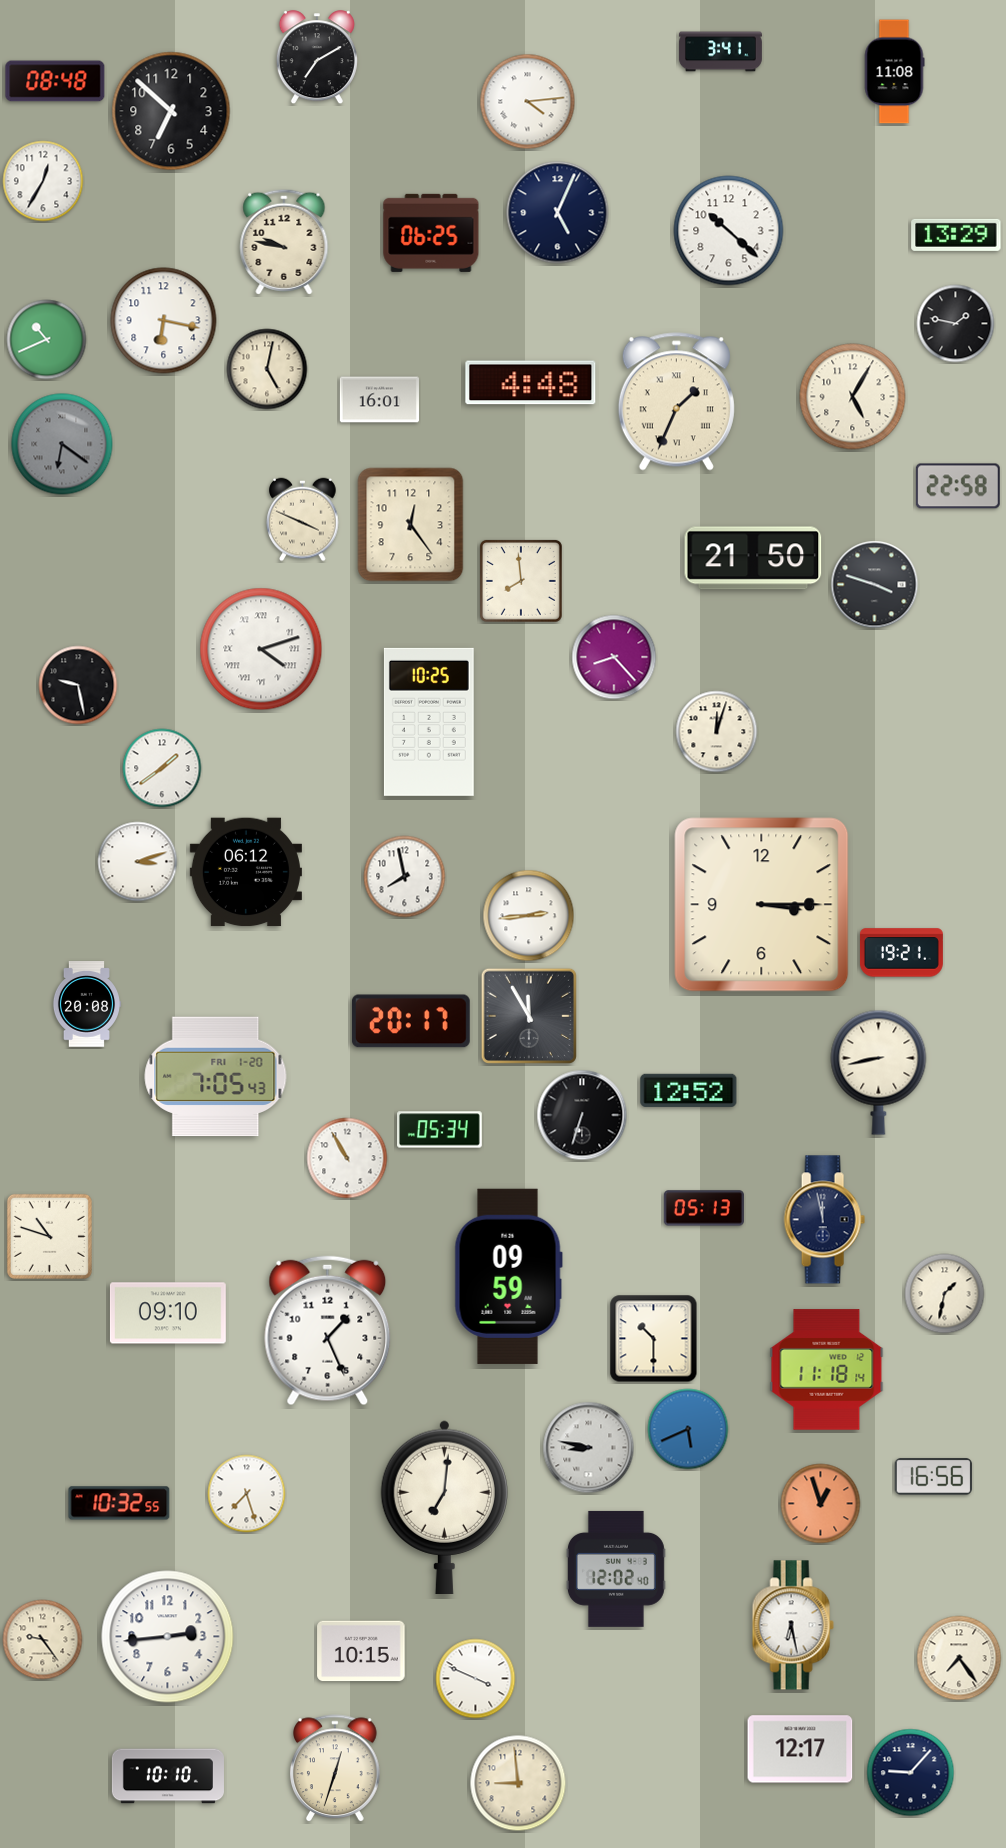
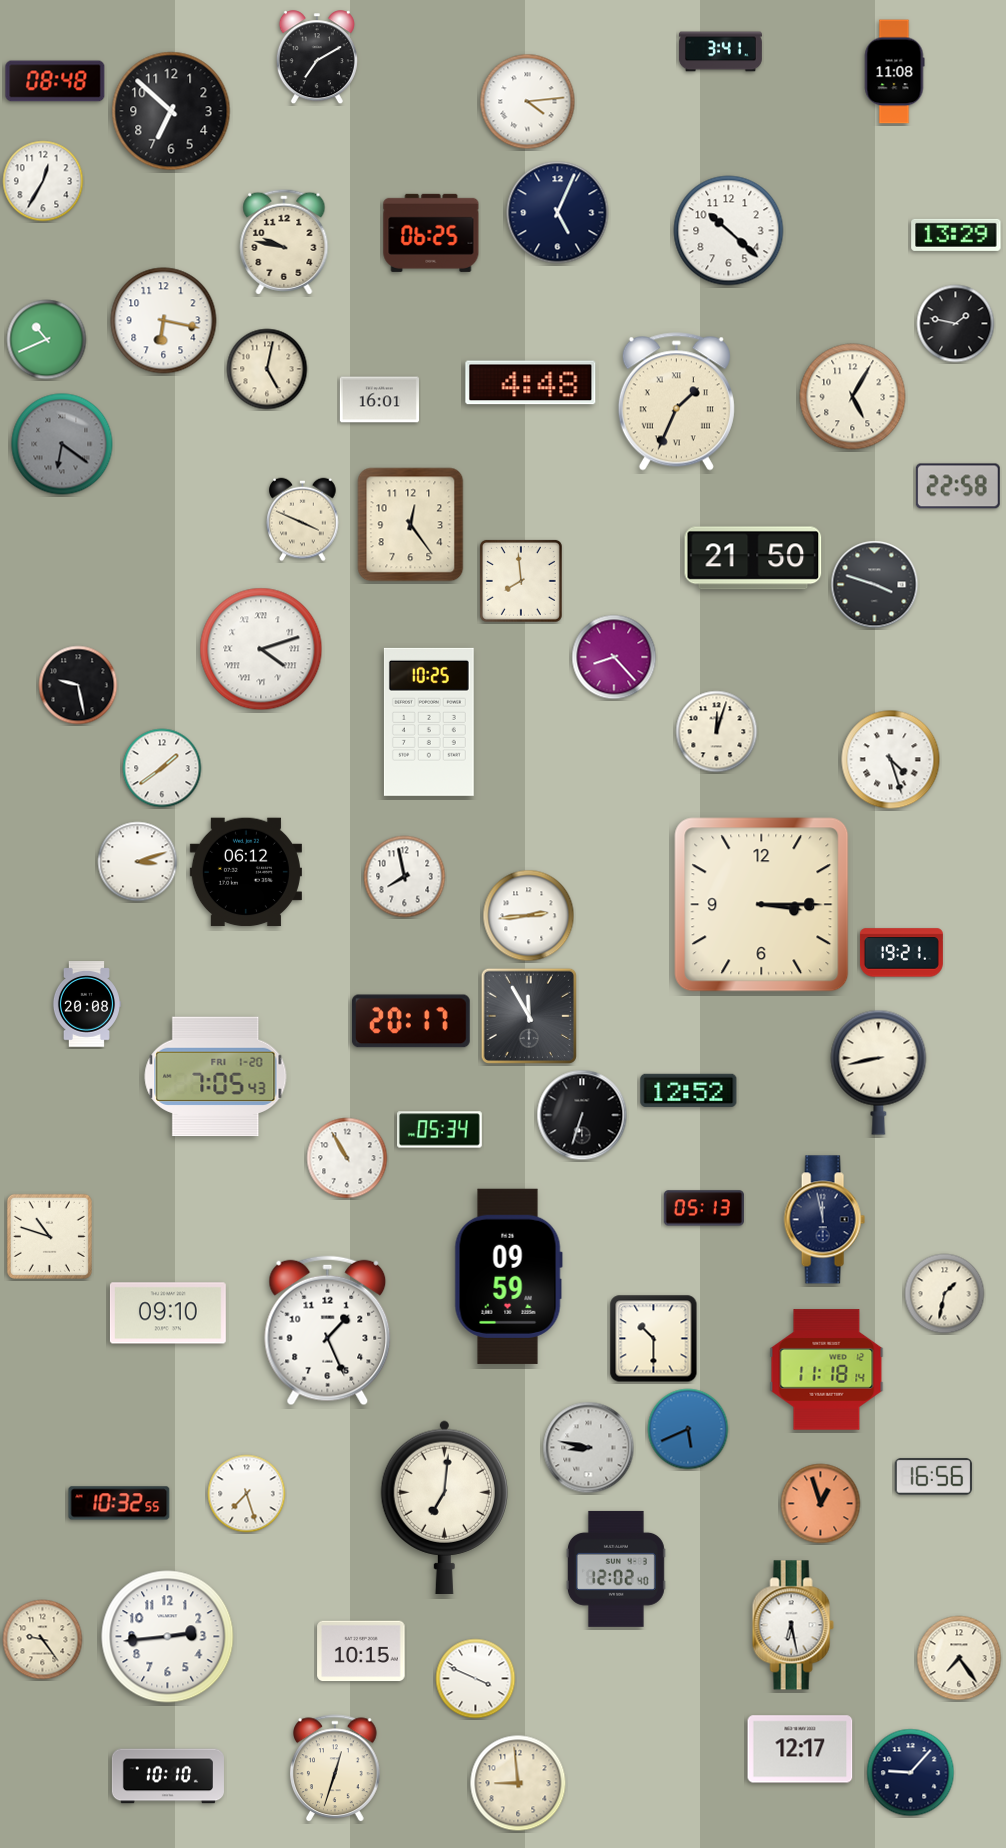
clock at (891, 760): none -> 4:27
